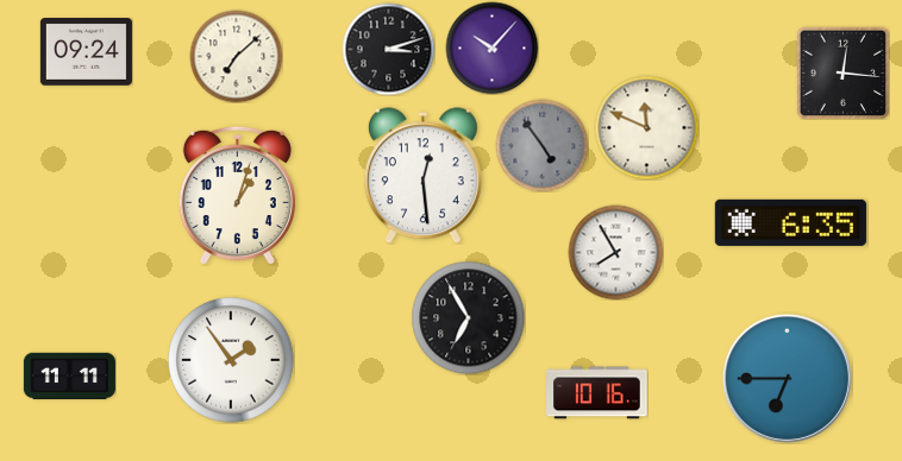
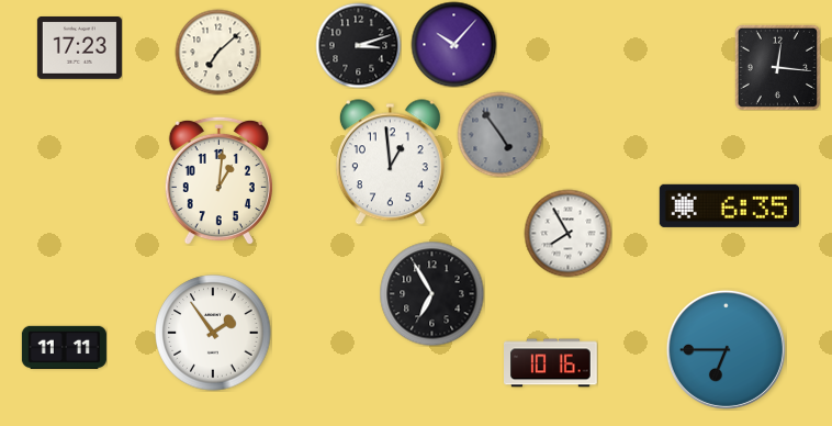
clock at (86, 52): 09:24 -> 17:23
clock at (646, 127): 11:49 -> none
clock at (422, 176): 12:29 -> 12:59
clock at (237, 195): 1:03 -> 1:01
